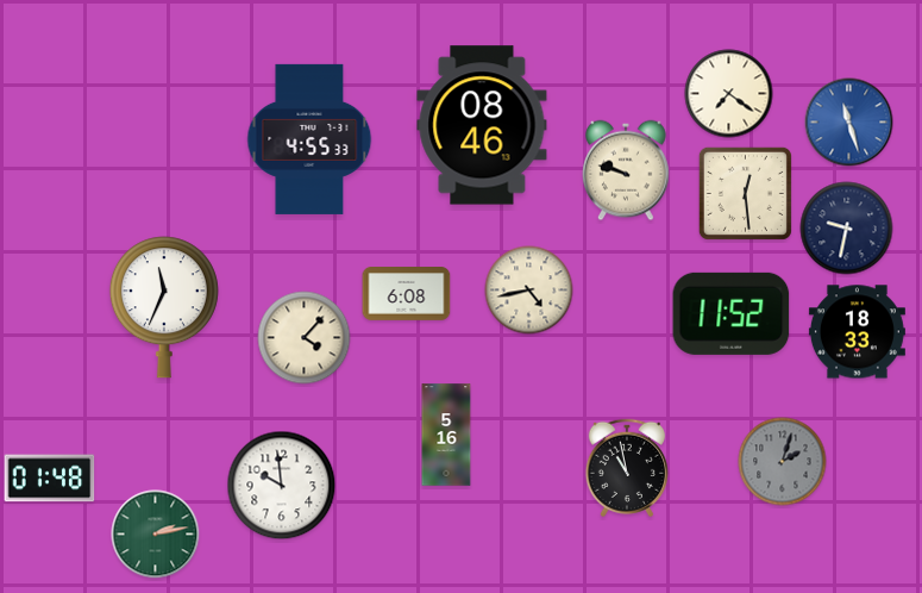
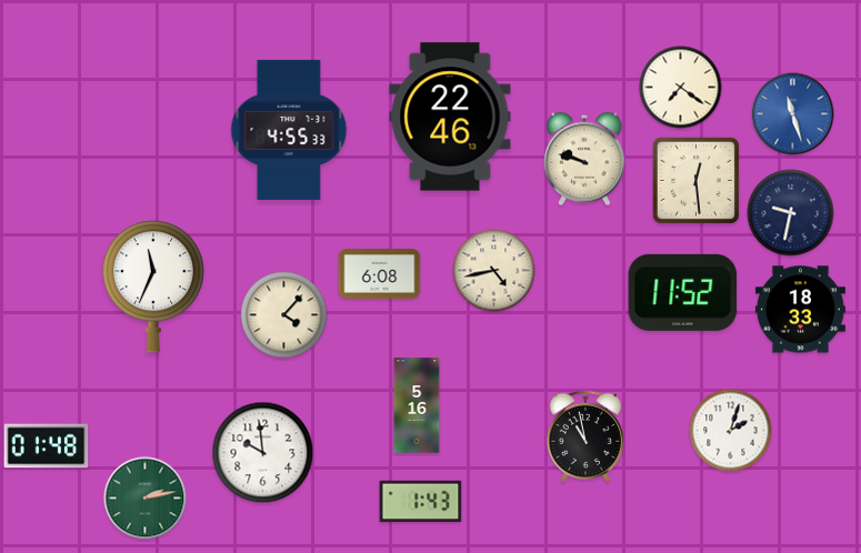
clock at (482, 125): 08:46 -> 22:46
clock at (783, 462) dial: grey -> white
clock at (421, 502): none -> 1:43
